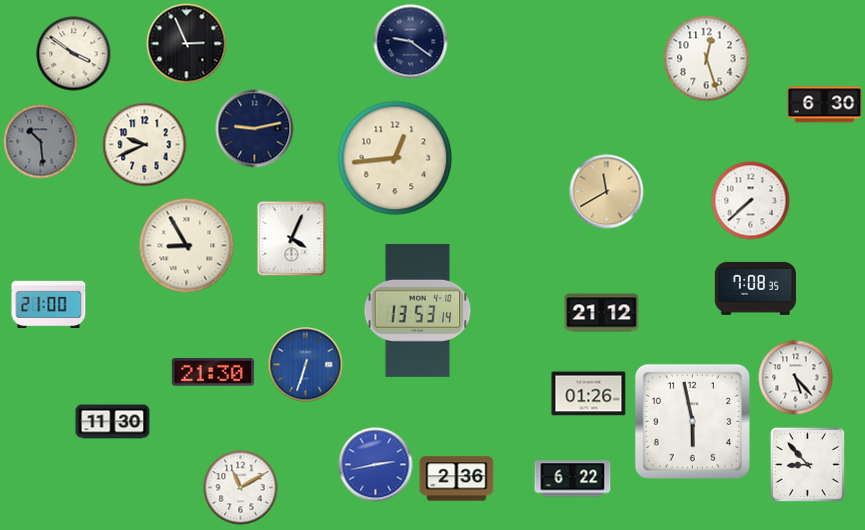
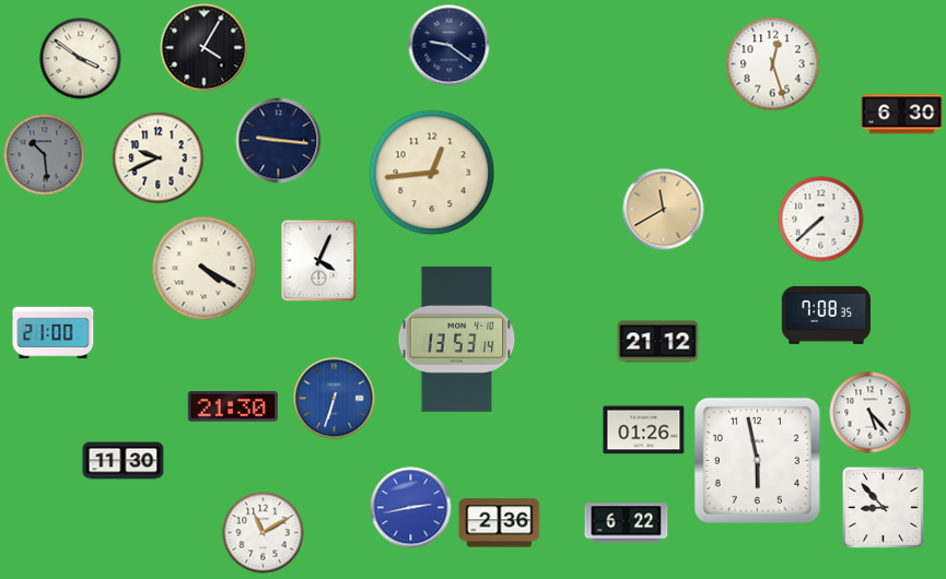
clock at (187, 44): 2:56 -> 4:05
clock at (255, 129): 9:13 -> 9:16
clock at (187, 246): 8:55 -> 4:20
